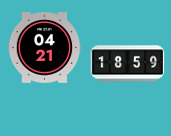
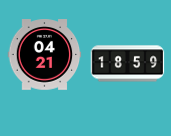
clock at (45, 48) position: (45, 48) -> (45, 55)
